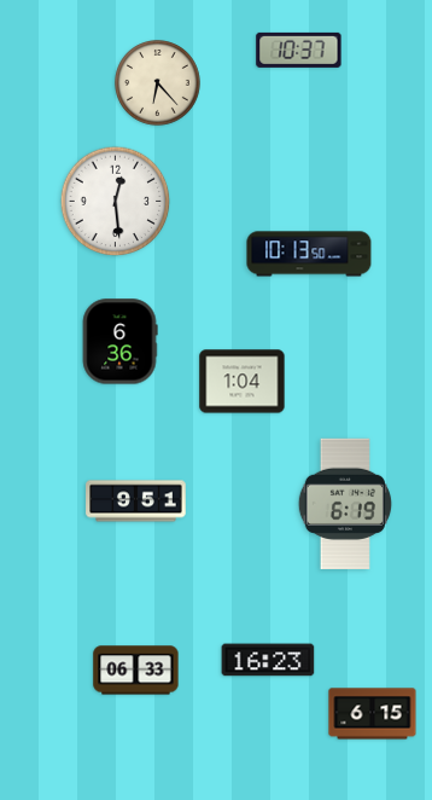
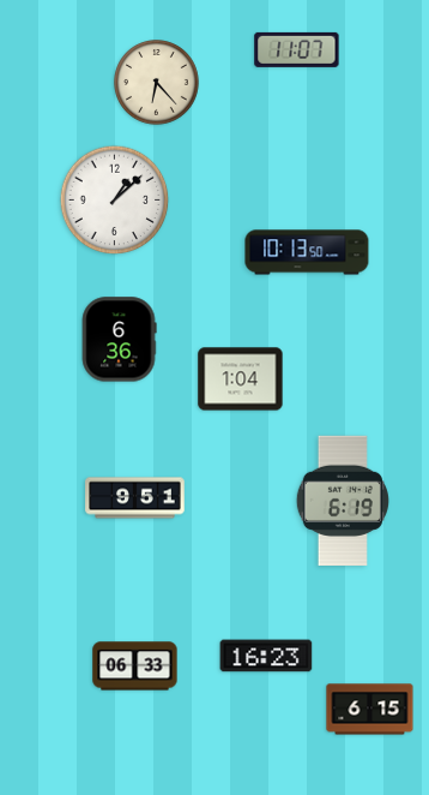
clock at (299, 50): 10:37 -> 11:07
clock at (116, 202): 12:29 -> 1:08
